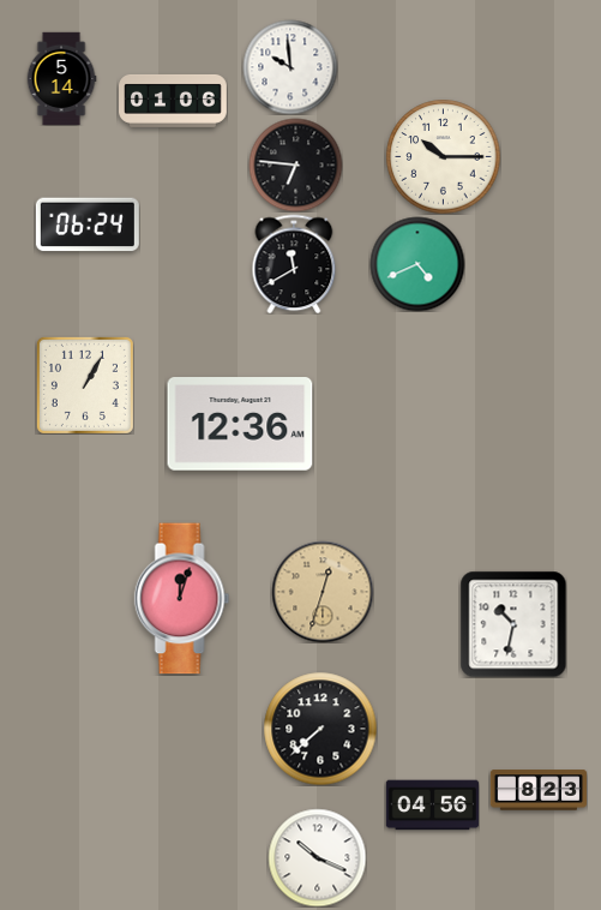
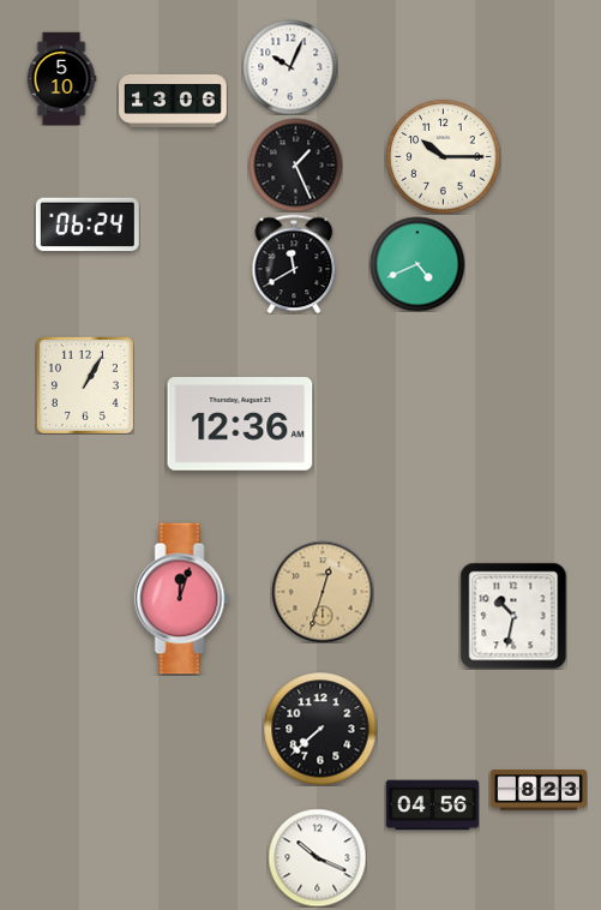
clock at (290, 67): 9:59 -> 10:04
clock at (61, 78): 5:14 -> 5:10
clock at (173, 101): 01:06 -> 13:06
clock at (295, 164): 6:46 -> 1:26
clock at (513, 624) position: (513, 624) -> (513, 616)
